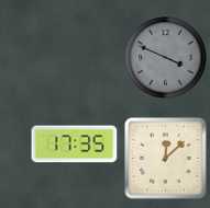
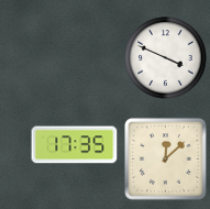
clock at (166, 58) dial: grey -> white
